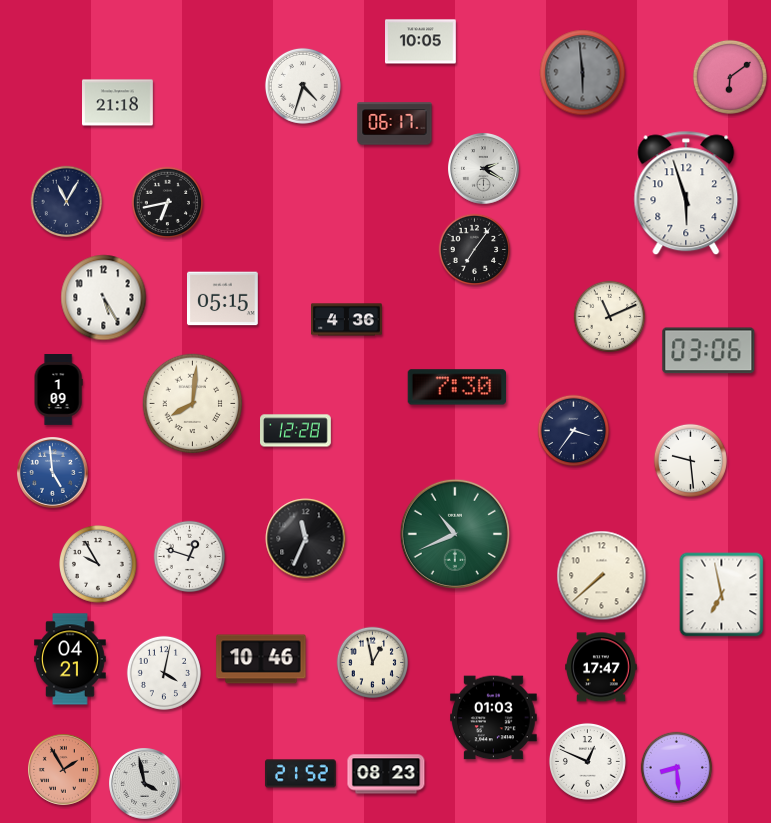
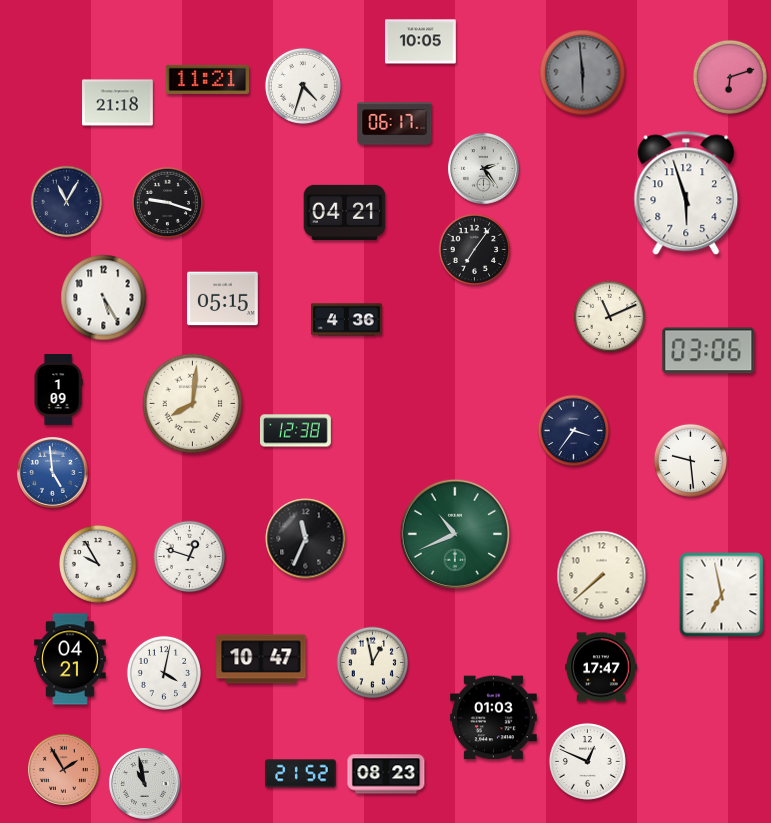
clock at (730, 77): 6:09 -> 6:12
clock at (208, 79): none -> 11:21
clock at (484, 169): 2:20 -> 2:24
clock at (168, 203): 6:43 -> 9:18
clock at (345, 212): none -> 04:21
clock at (456, 387): 7:30 -> none
clock at (296, 431): 12:28 -> 12:38
clock at (261, 659): 10:46 -> 10:47
clock at (677, 768): 8:29 -> none
clock at (145, 784): 3:58 -> 10:58
